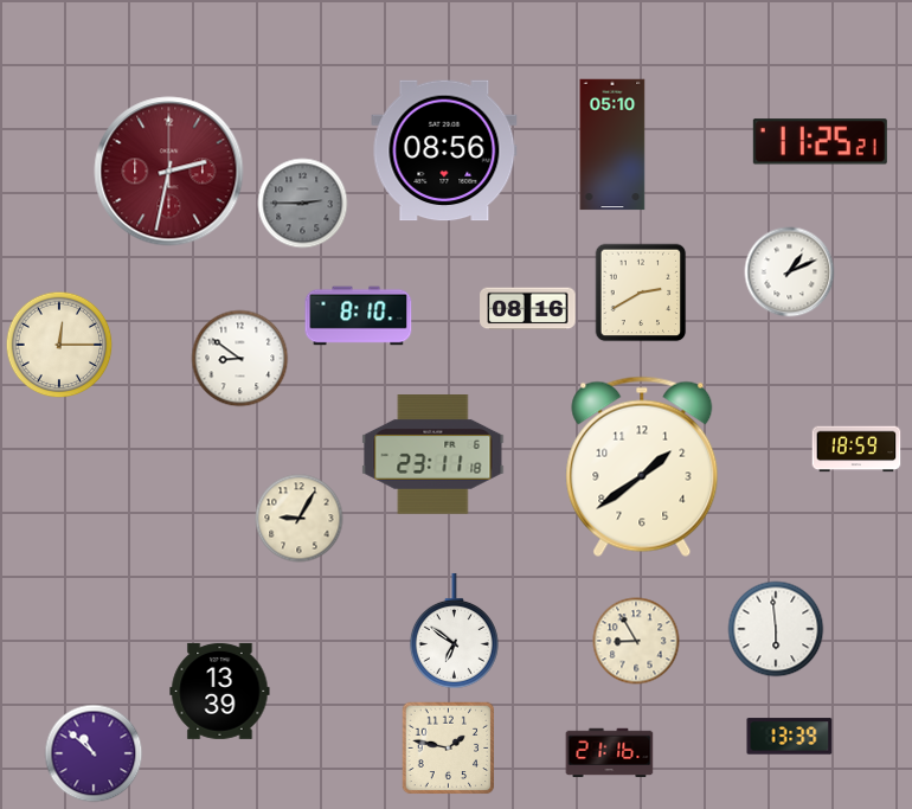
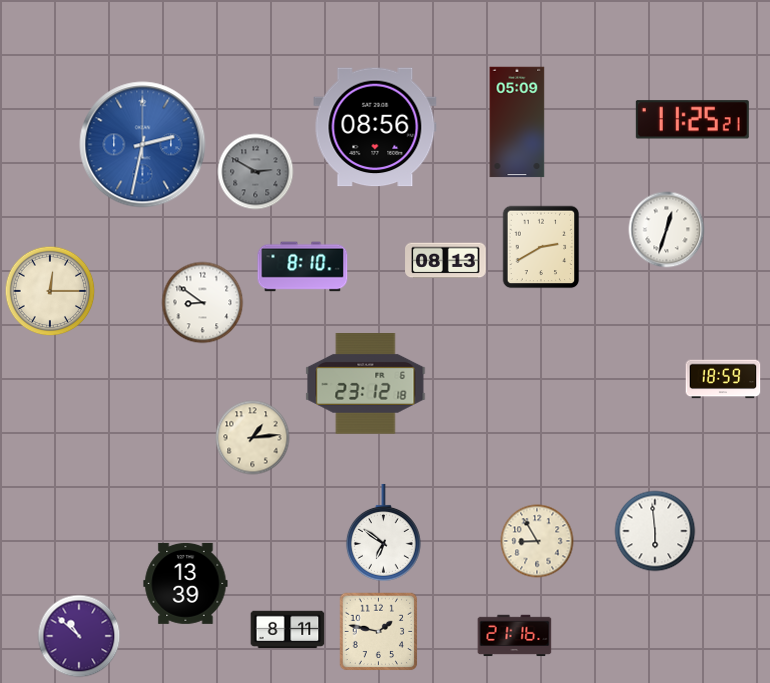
clock at (612, 145): 05:10 -> 05:09
clock at (169, 172) dial: burgundy -> blue
clock at (303, 204): 2:45 -> 2:50
clock at (790, 272): 1:11 -> 12:33
clock at (528, 309): 08:16 -> 08:13
clock at (433, 455): 23:11 -> 23:12
clock at (642, 467): 1:39 -> none
clock at (300, 519): 9:05 -> 1:14
clock at (790, 737): 13:39 -> none
clock at (288, 630): none -> 8:11
